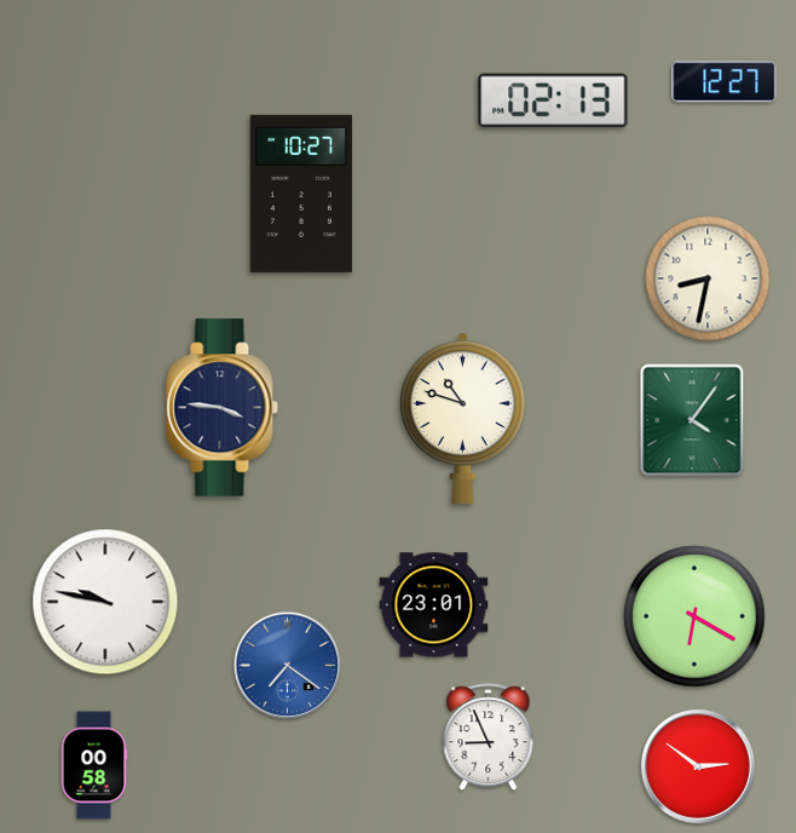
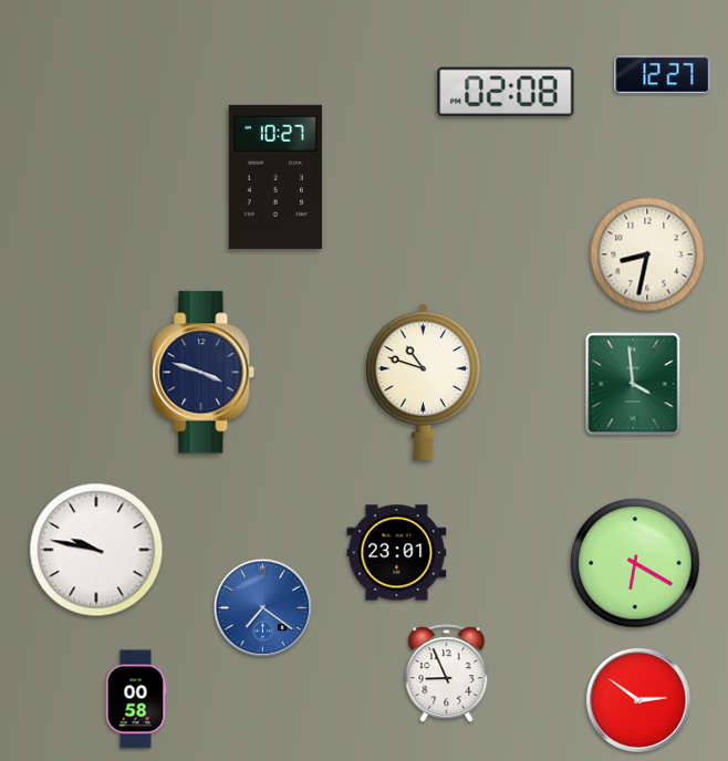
clock at (553, 100): 02:13 -> 02:08
clock at (223, 408): 3:46 -> 3:48
clock at (692, 420): 4:06 -> 3:59
clock at (94, 765) position: (94, 765) -> (136, 699)
